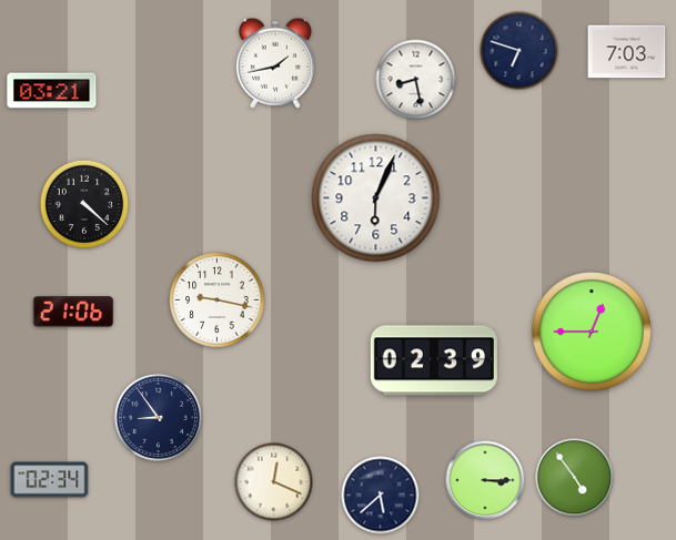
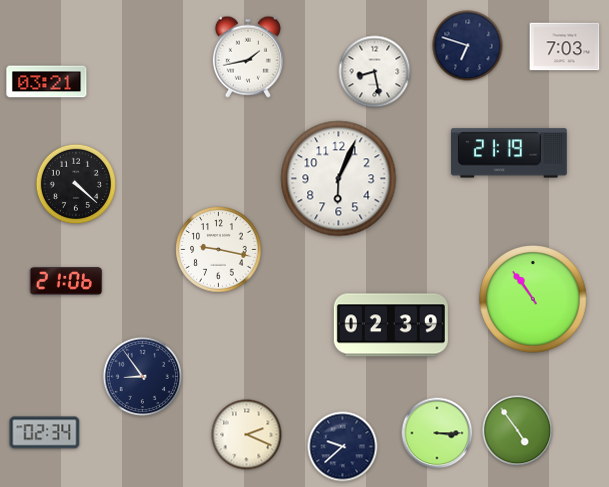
clock at (509, 153): none -> 21:19
clock at (218, 300) position: (218, 300) -> (219, 250)
clock at (593, 333): 12:45 -> 10:54
clock at (274, 482): 12:19 -> 2:19
clock at (381, 496): 5:38 -> 9:38
